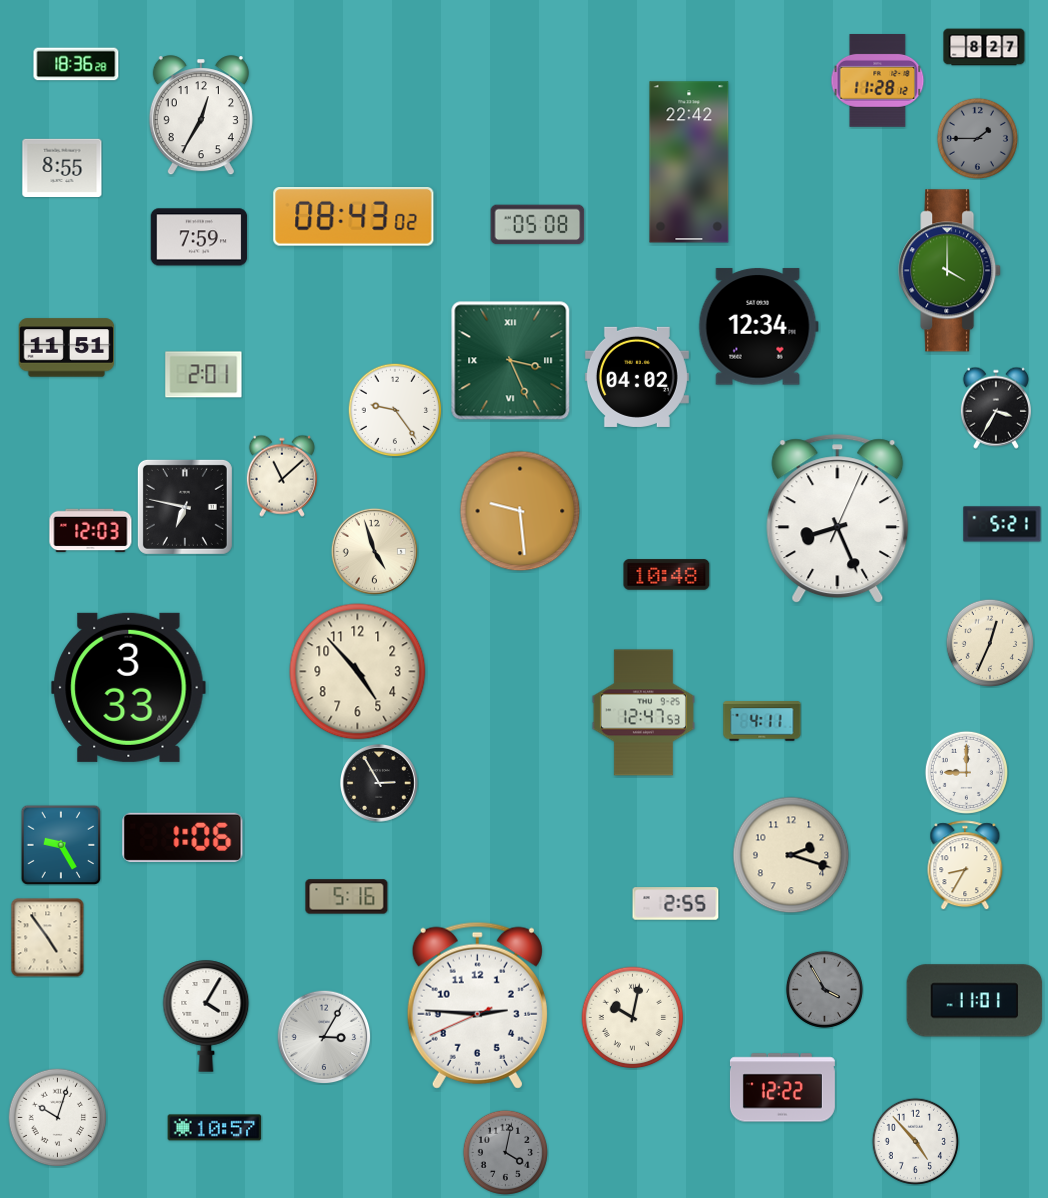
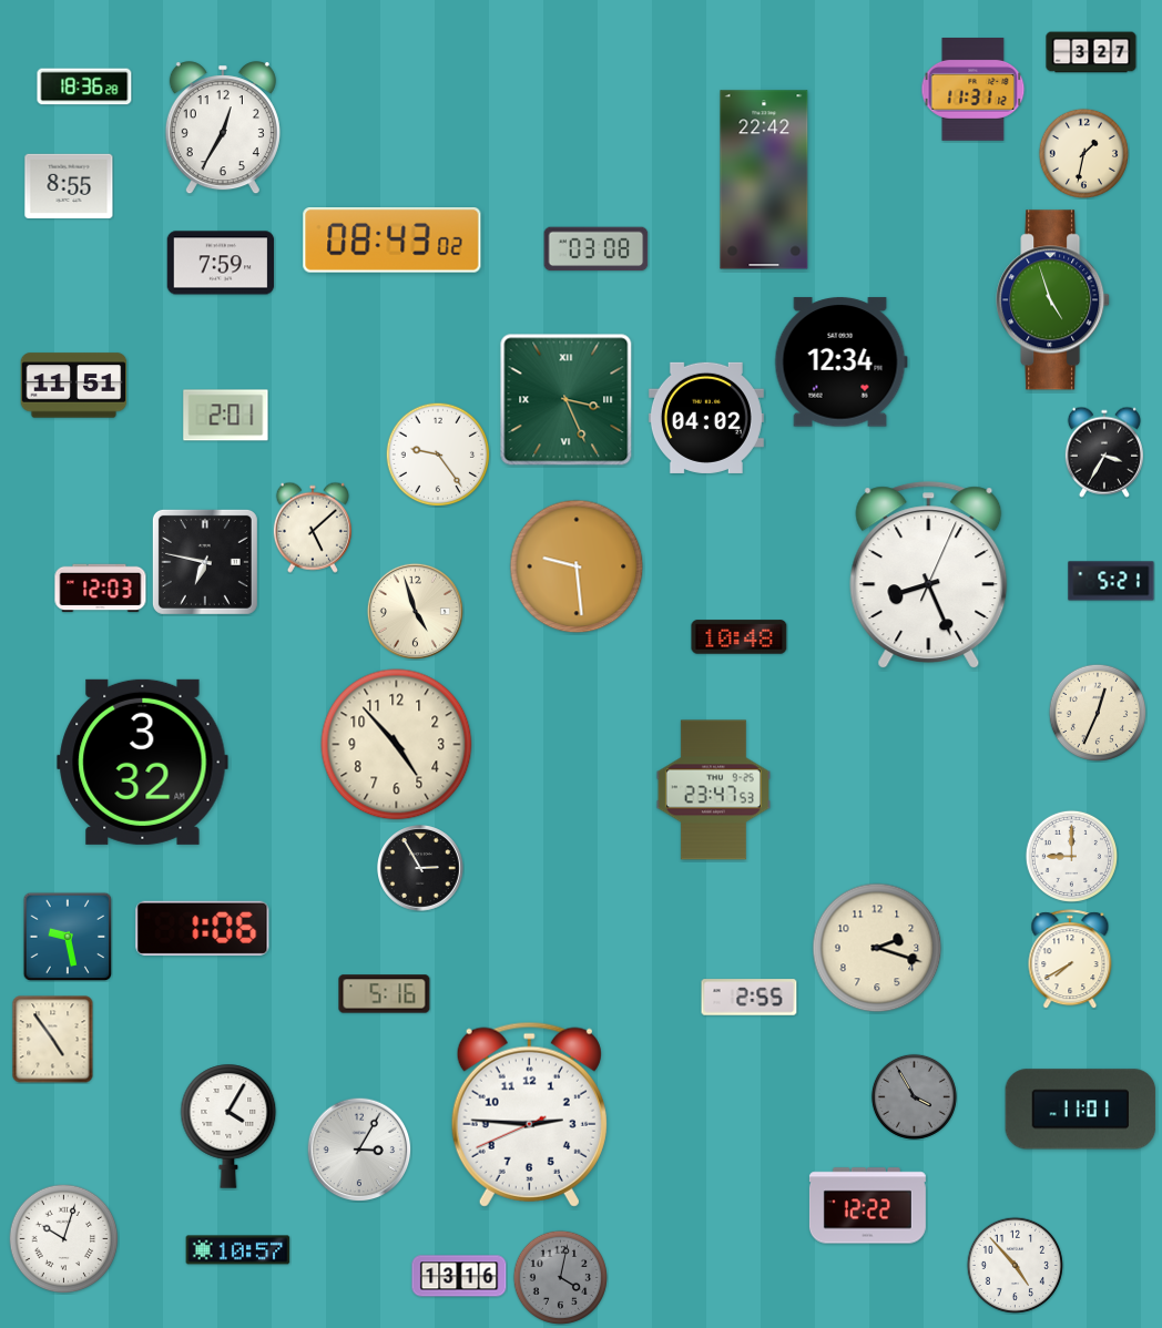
clock at (984, 47): 8:27 -> 3:27
clock at (76, 64) position: (76, 64) -> (84, 86)
clock at (878, 81): 11:28 -> 11:31
clock at (977, 138): 1:45 -> 1:32
clock at (977, 138) dial: grey -> cream
clock at (538, 225): 05:08 -> 03:08
clock at (950, 271): 4:00 -> 4:57
clock at (282, 476): 11:08 -> 5:08
clock at (129, 687): 3:33 -> 3:32
clock at (643, 713): 12:47 -> 23:47
clock at (762, 721): 4:11 -> none
clock at (61, 845): 9:25 -> 9:28
clock at (965, 865): 8:35 -> 7:40
clock at (676, 904) position: (676, 904) -> (750, 998)
clock at (633, 1018): 10:02 -> none
clock at (459, 1276): none -> 13:16
